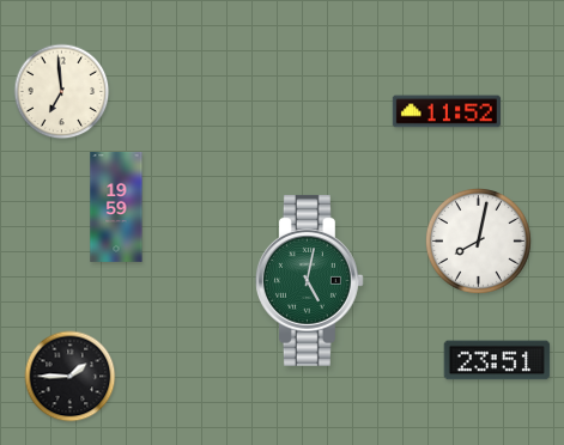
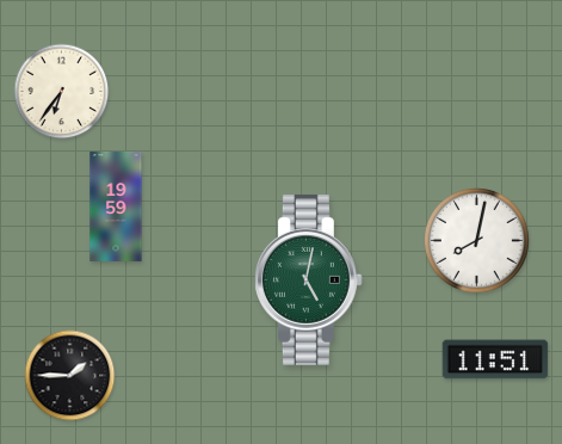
clock at (62, 92): 6:59 -> 6:36
clock at (447, 111): 11:52 -> none
clock at (497, 360): 23:51 -> 11:51
